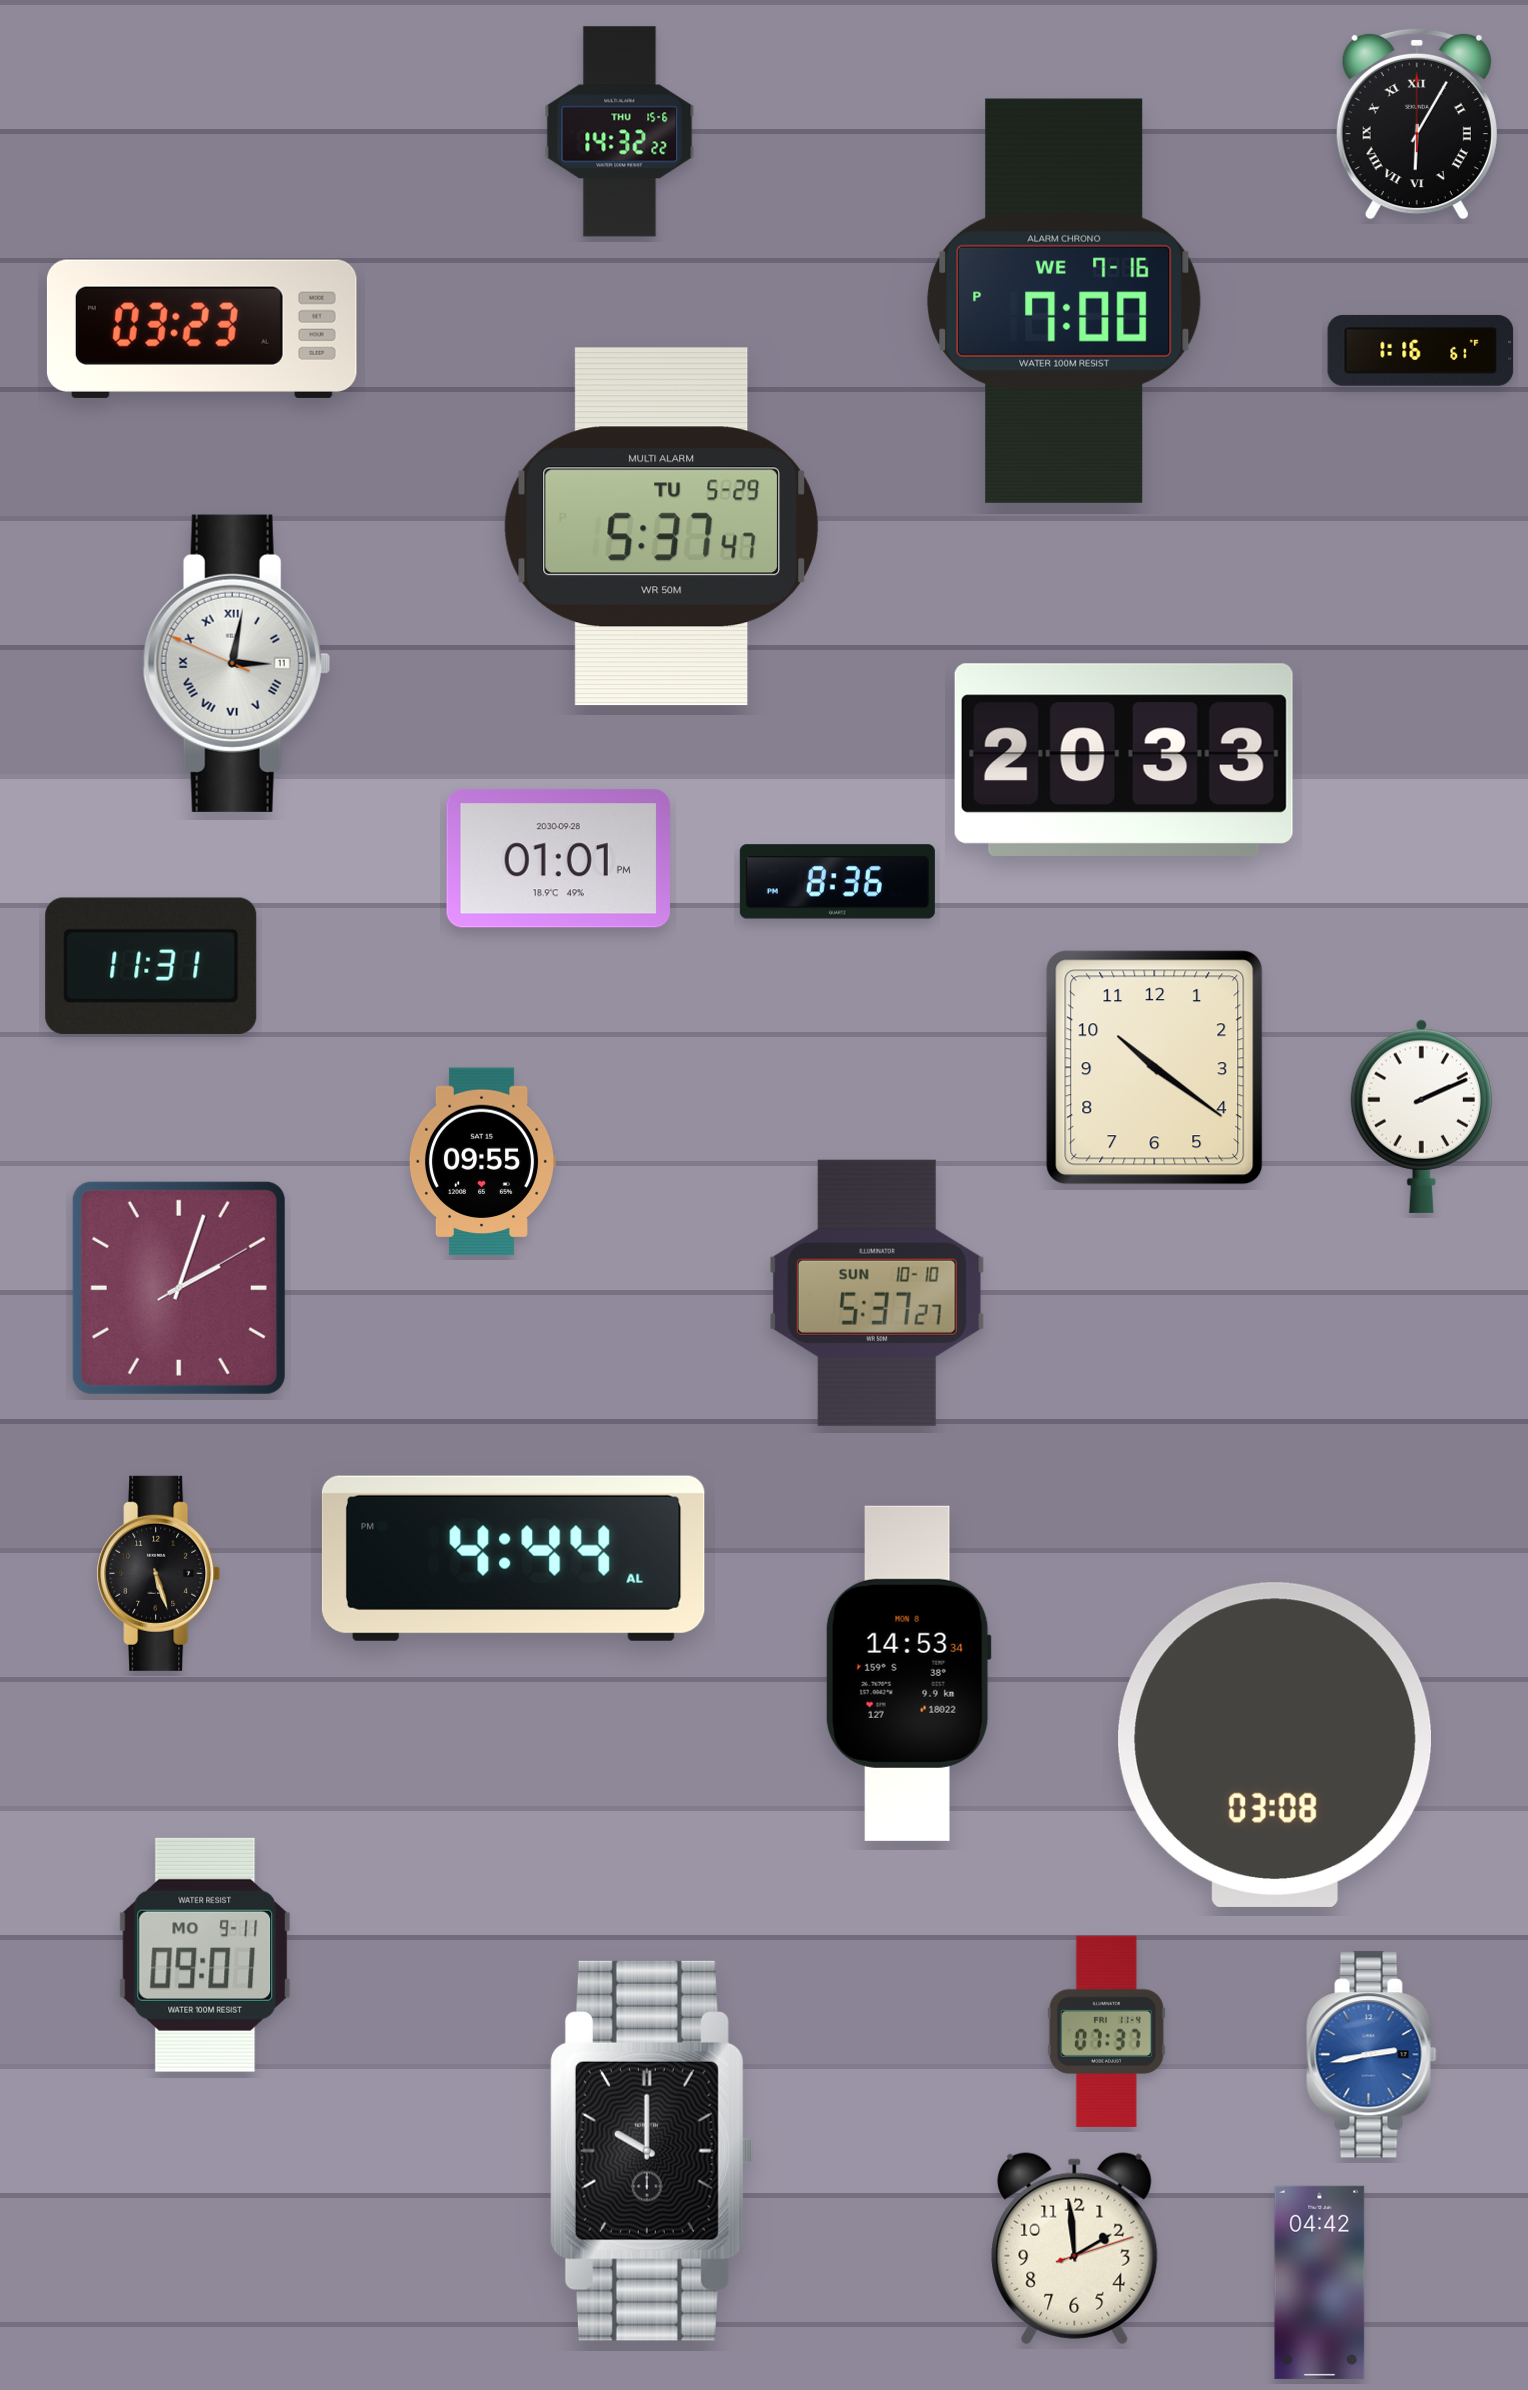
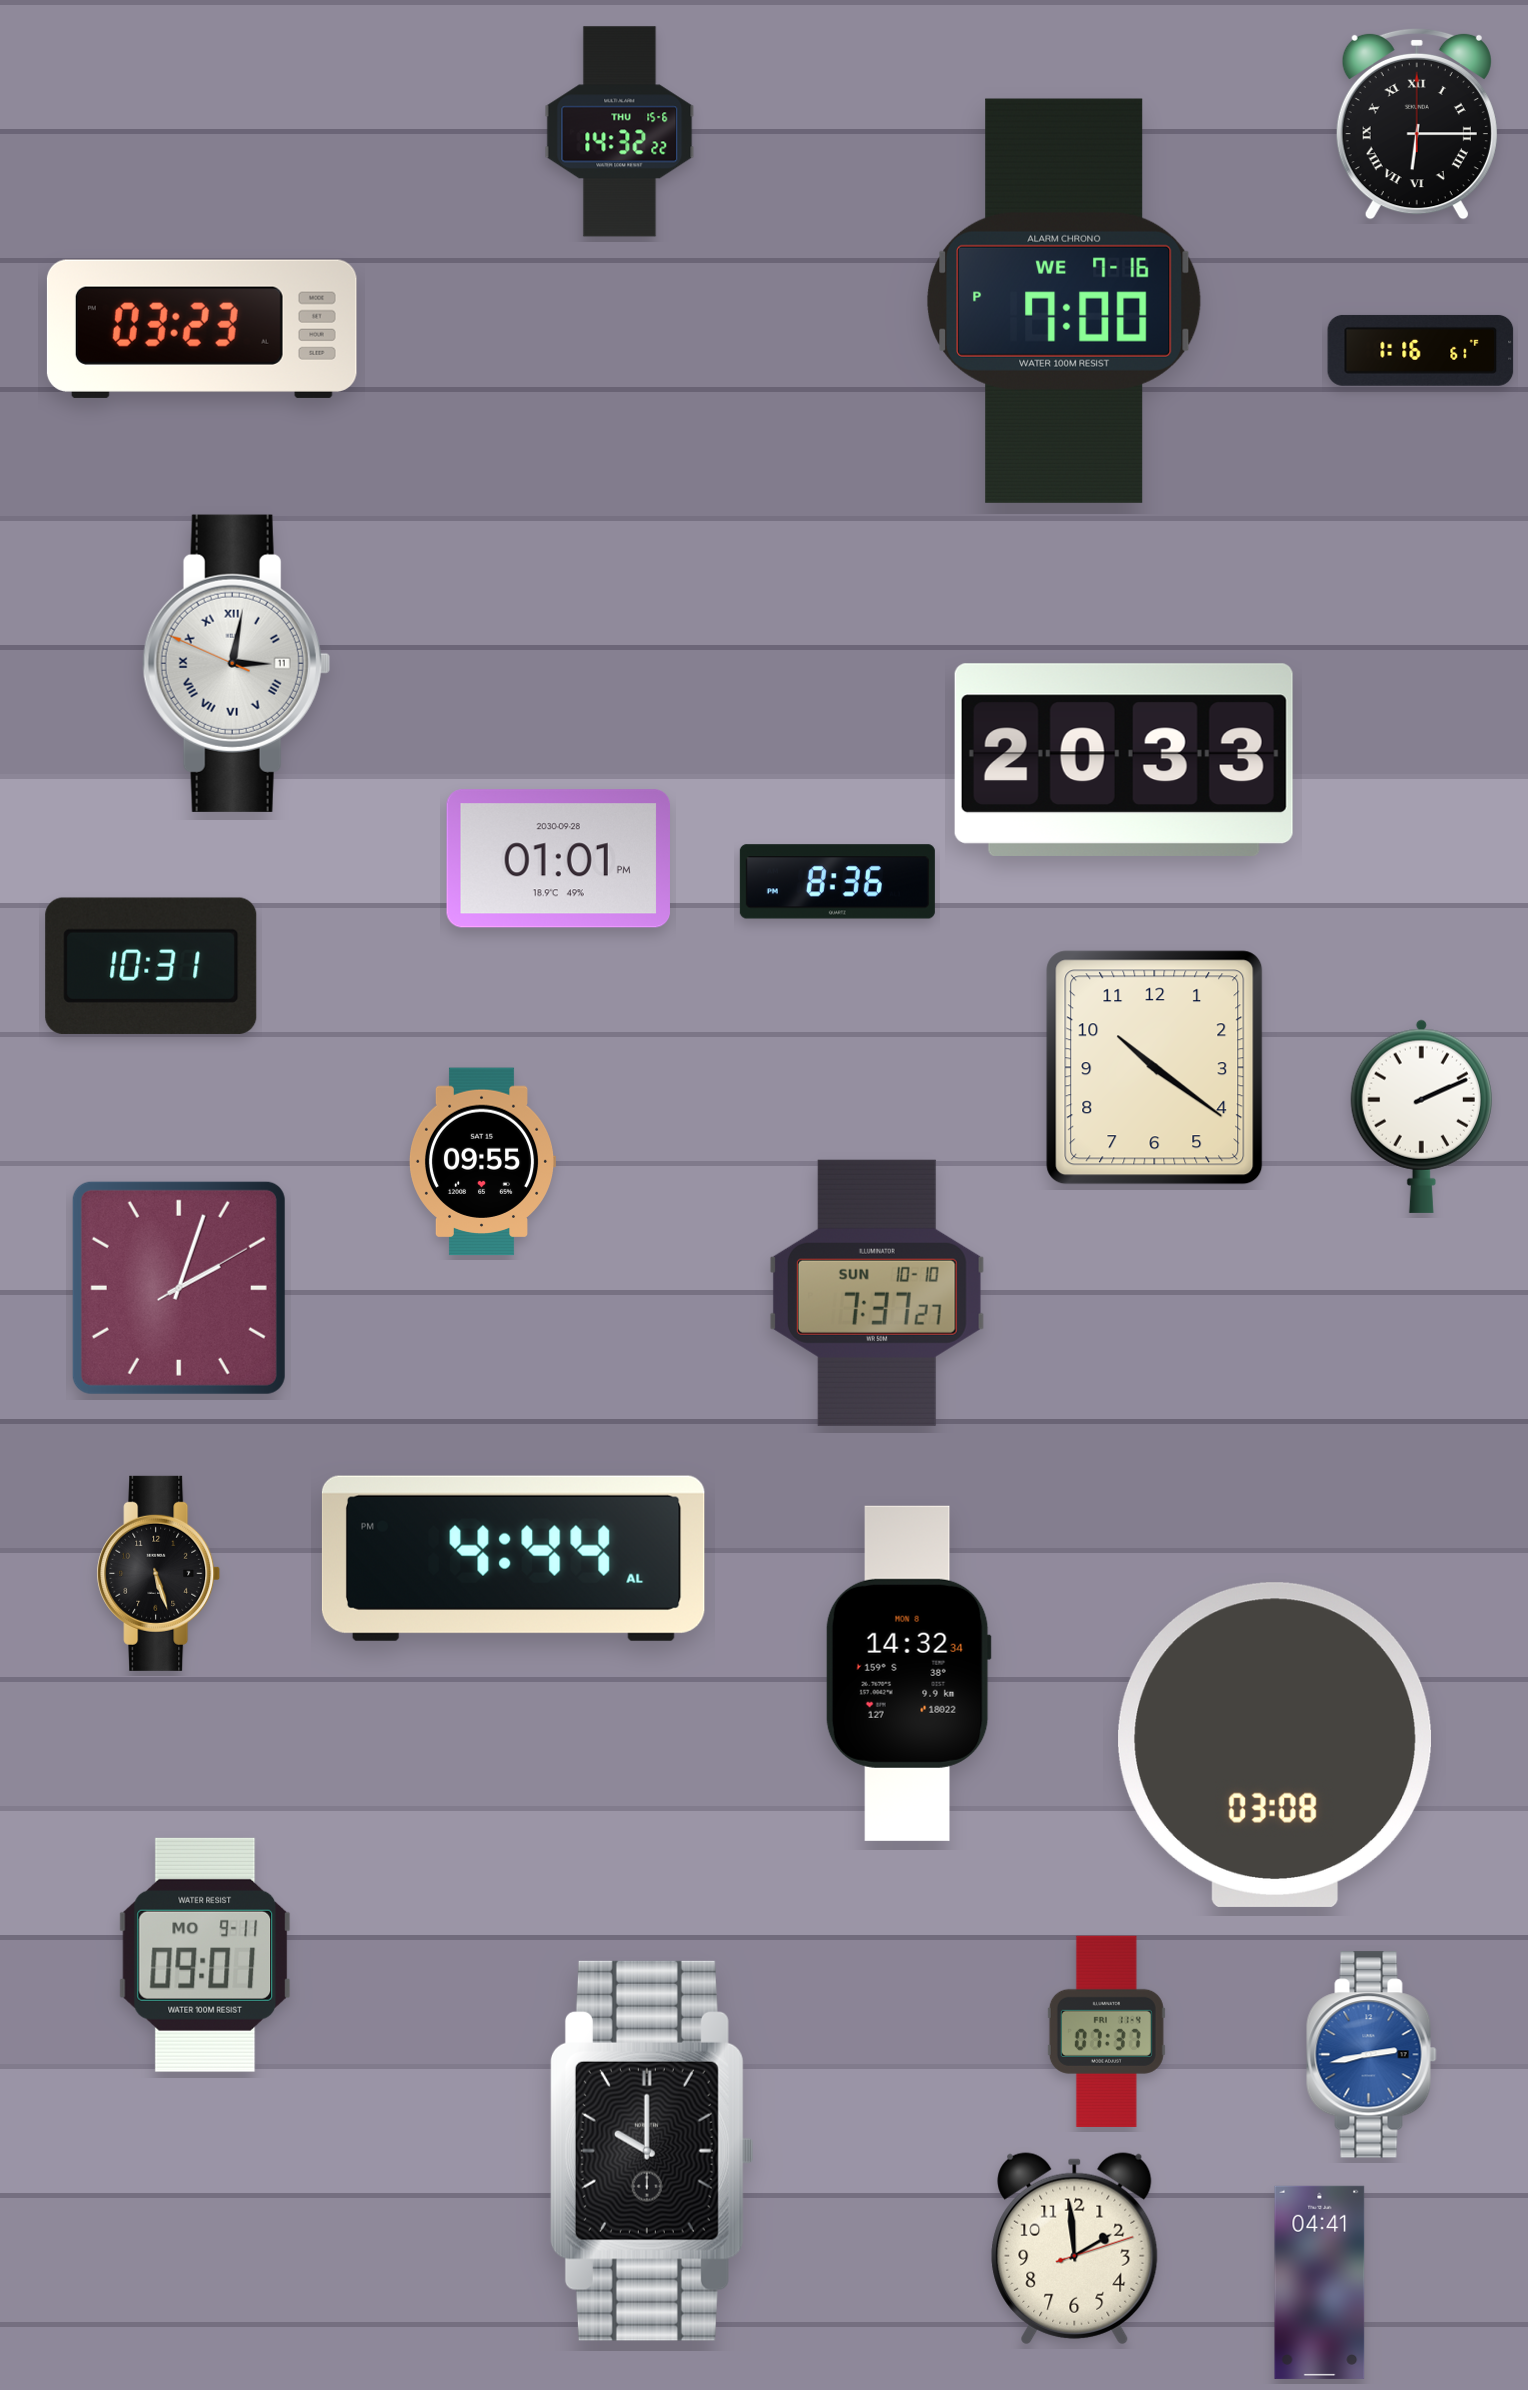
clock at (1417, 124): 6:05 -> 6:15
clock at (661, 527): 5:37 -> none
clock at (151, 966): 11:31 -> 10:31
clock at (877, 1293): 5:37 -> 7:37
clock at (908, 1673): 14:53 -> 14:32
clock at (1320, 2282): 04:42 -> 04:41
